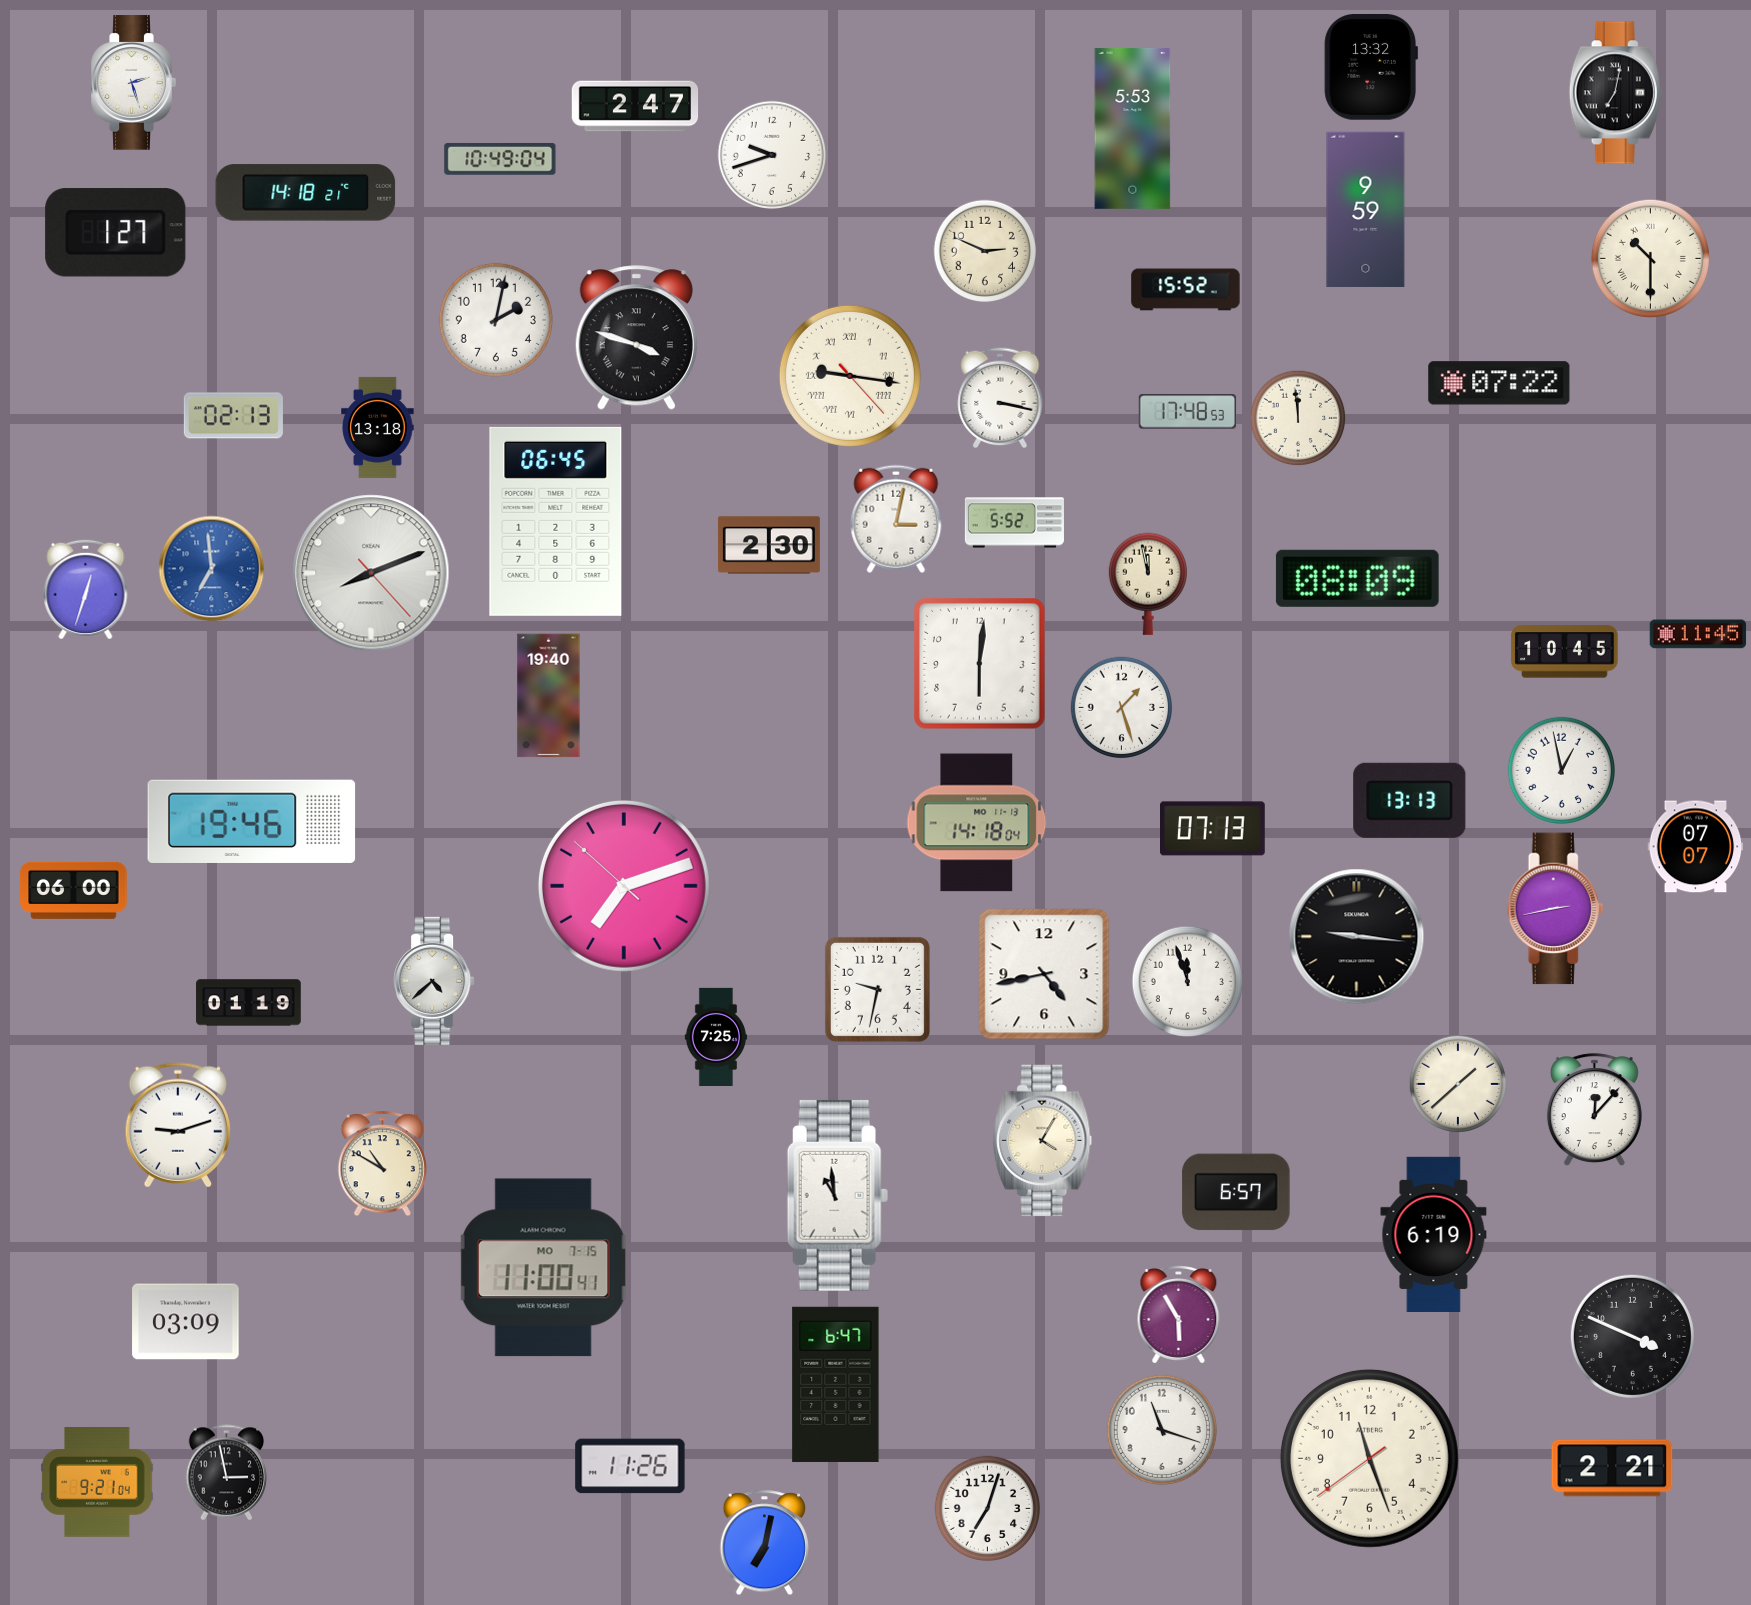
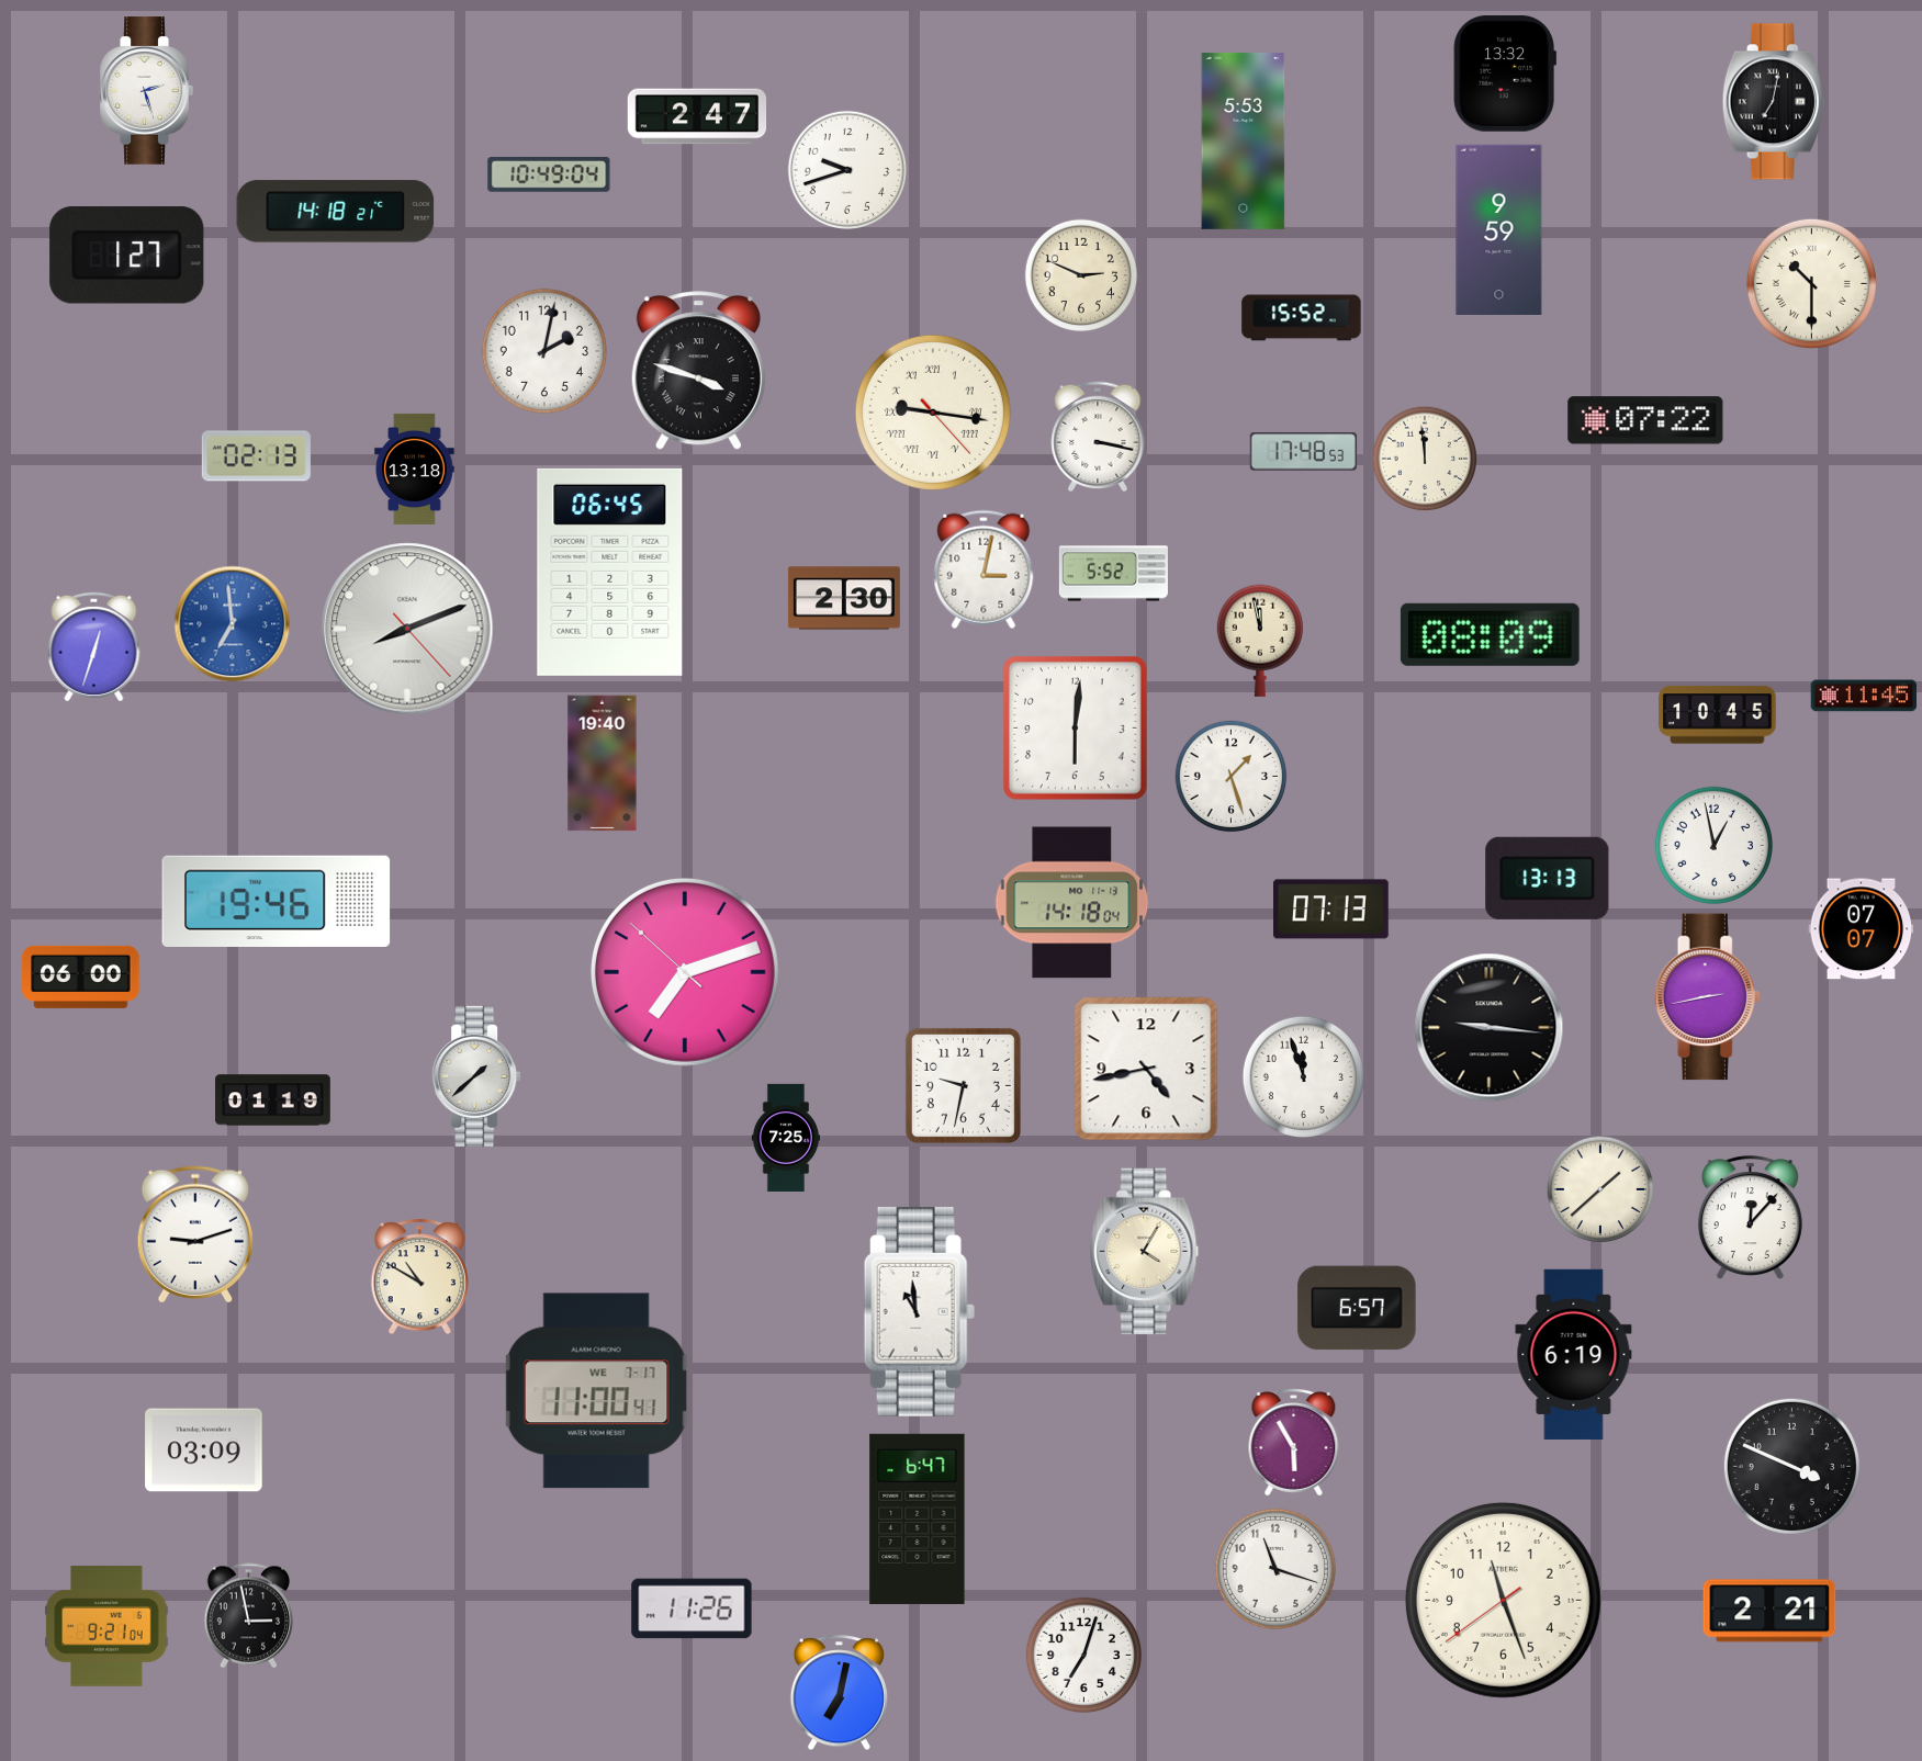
clock at (434, 981): 4:38 -> 1:38
clock at (544, 1268) date: MO 7-15 -> WE 7-17
